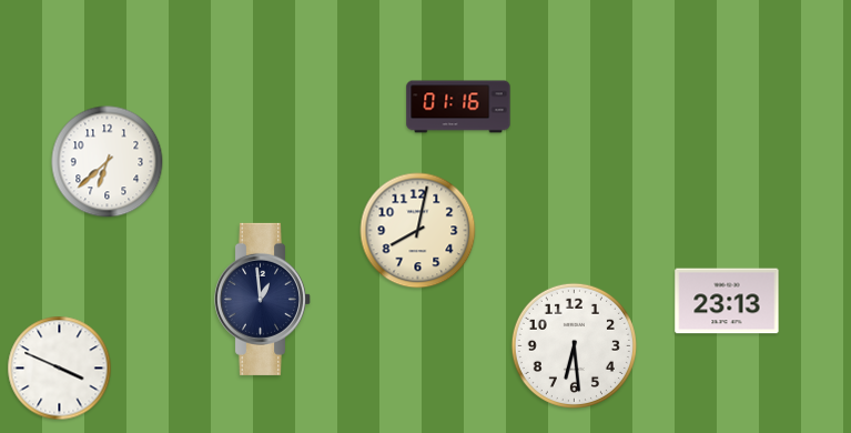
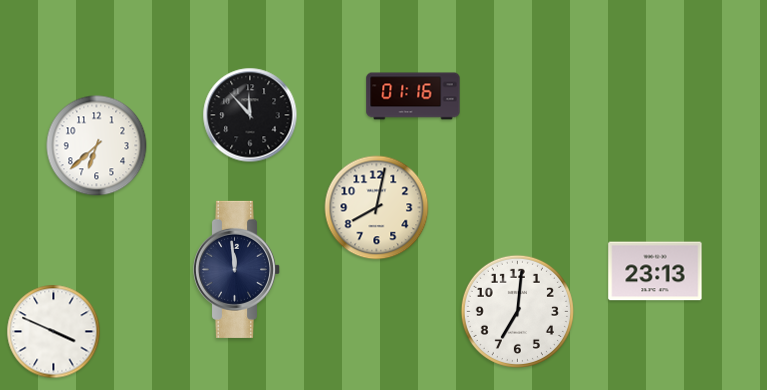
clock at (250, 115): none -> 11:53
clock at (262, 299): 12:59 -> 11:59
clock at (574, 345): 6:29 -> 7:01
